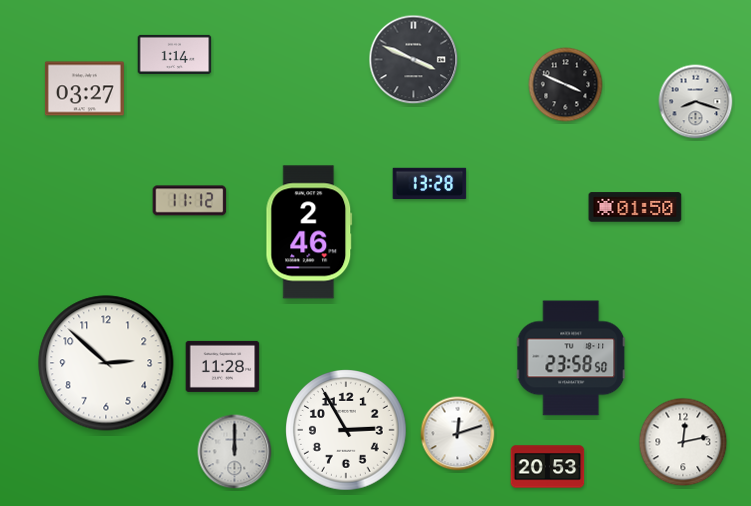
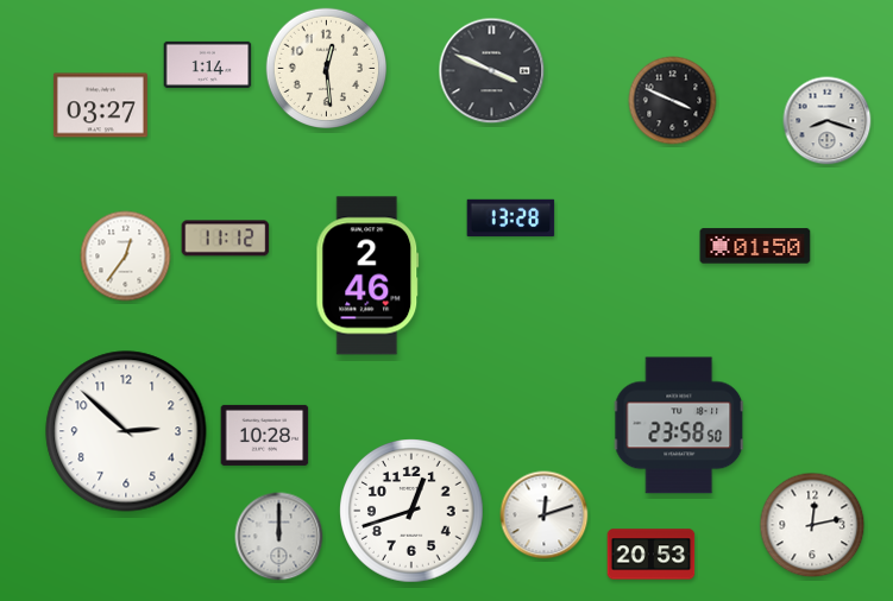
clock at (326, 68): none -> 12:29
clock at (126, 257): none -> 12:36
clock at (223, 366): 11:28 -> 10:28
clock at (347, 431): 2:55 -> 12:42
